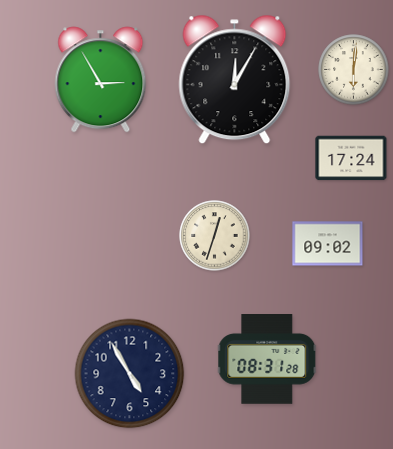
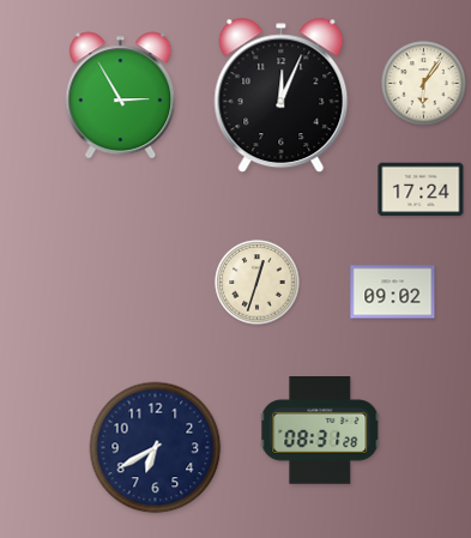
clock at (354, 70): 6:01 -> 6:06
clock at (235, 80): 12:05 -> 12:04
clock at (130, 374): 4:55 -> 6:40
